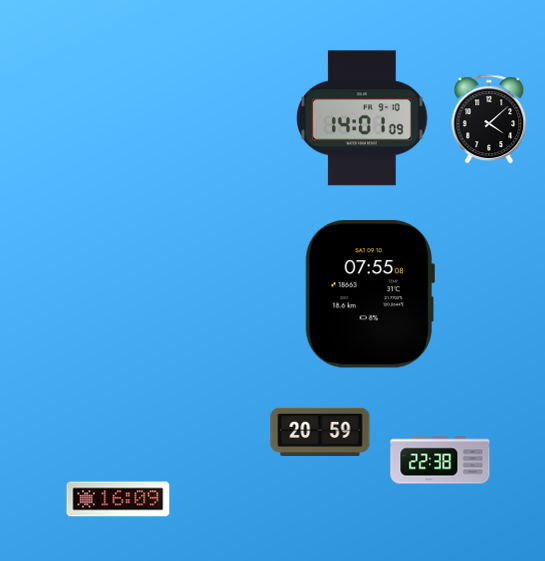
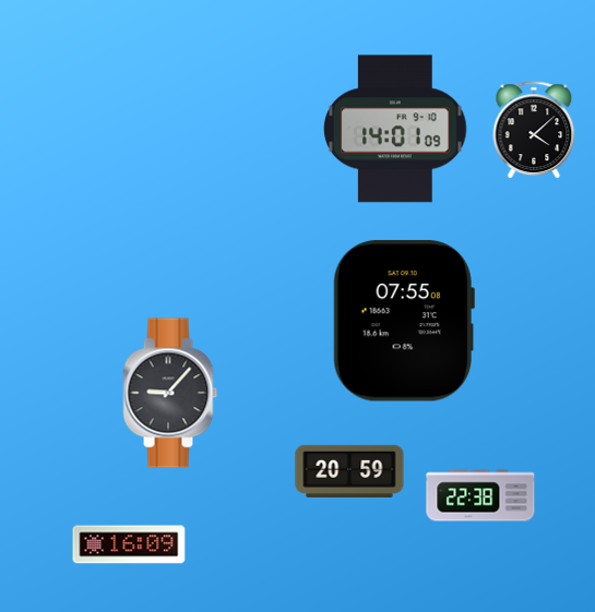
clock at (170, 393): none -> 9:07
clock at (440, 460) position: (440, 460) -> (480, 495)
